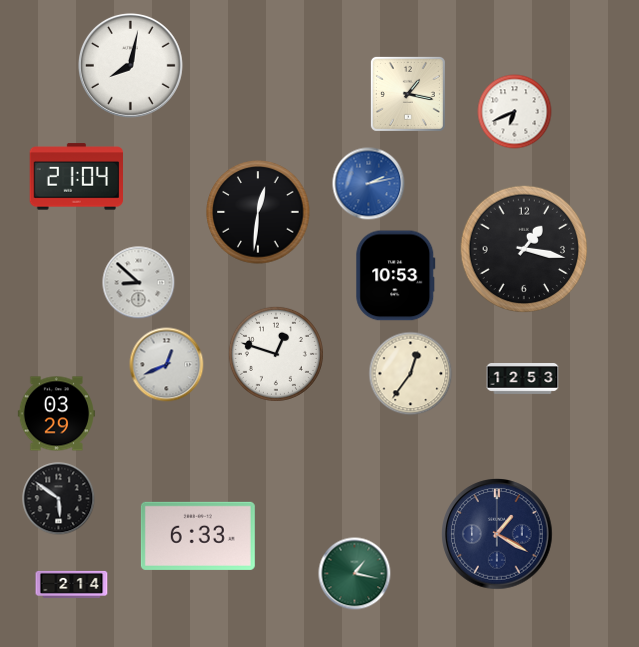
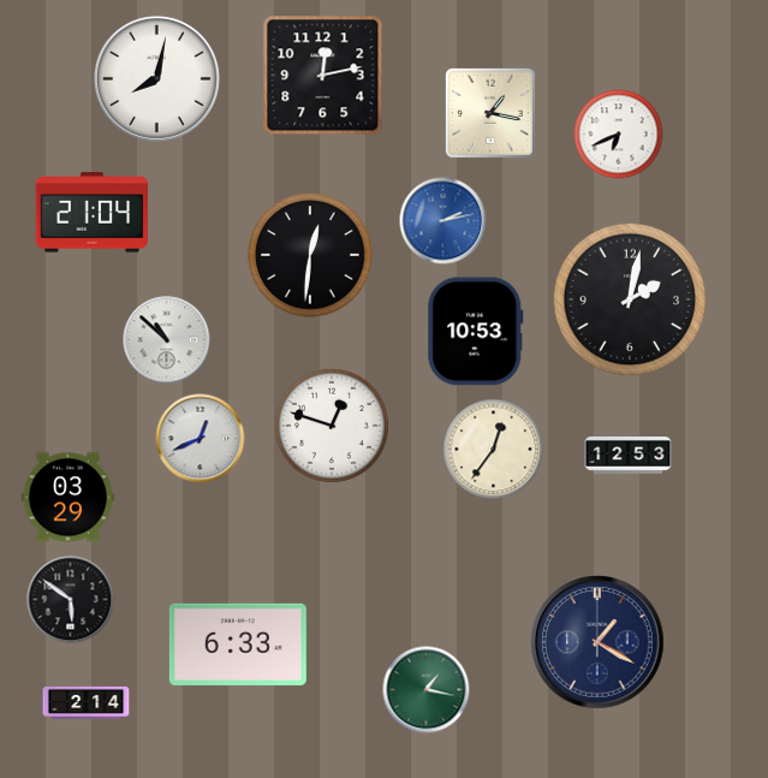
clock at (323, 76): none -> 12:13
clock at (524, 249): 1:17 -> 2:02
clock at (139, 283): 8:52 -> 10:52
